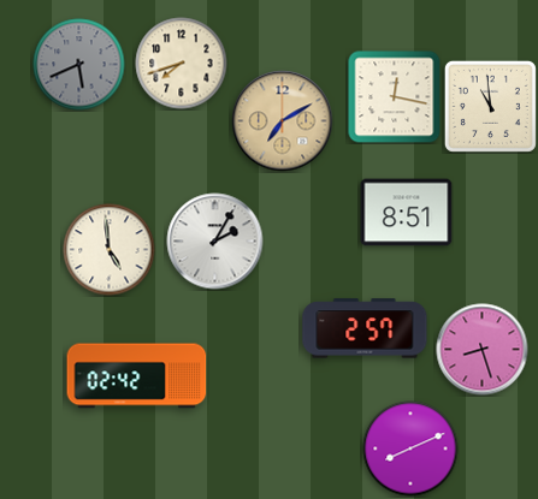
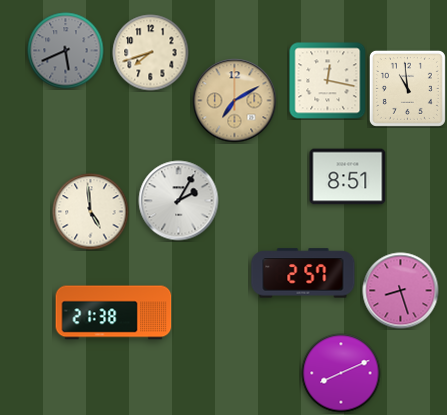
clock at (79, 65) position: (79, 65) -> (66, 51)
clock at (407, 213) position: (407, 213) -> (348, 177)
clock at (110, 250) position: (110, 250) -> (91, 212)
clock at (137, 376): 02:42 -> 21:38
